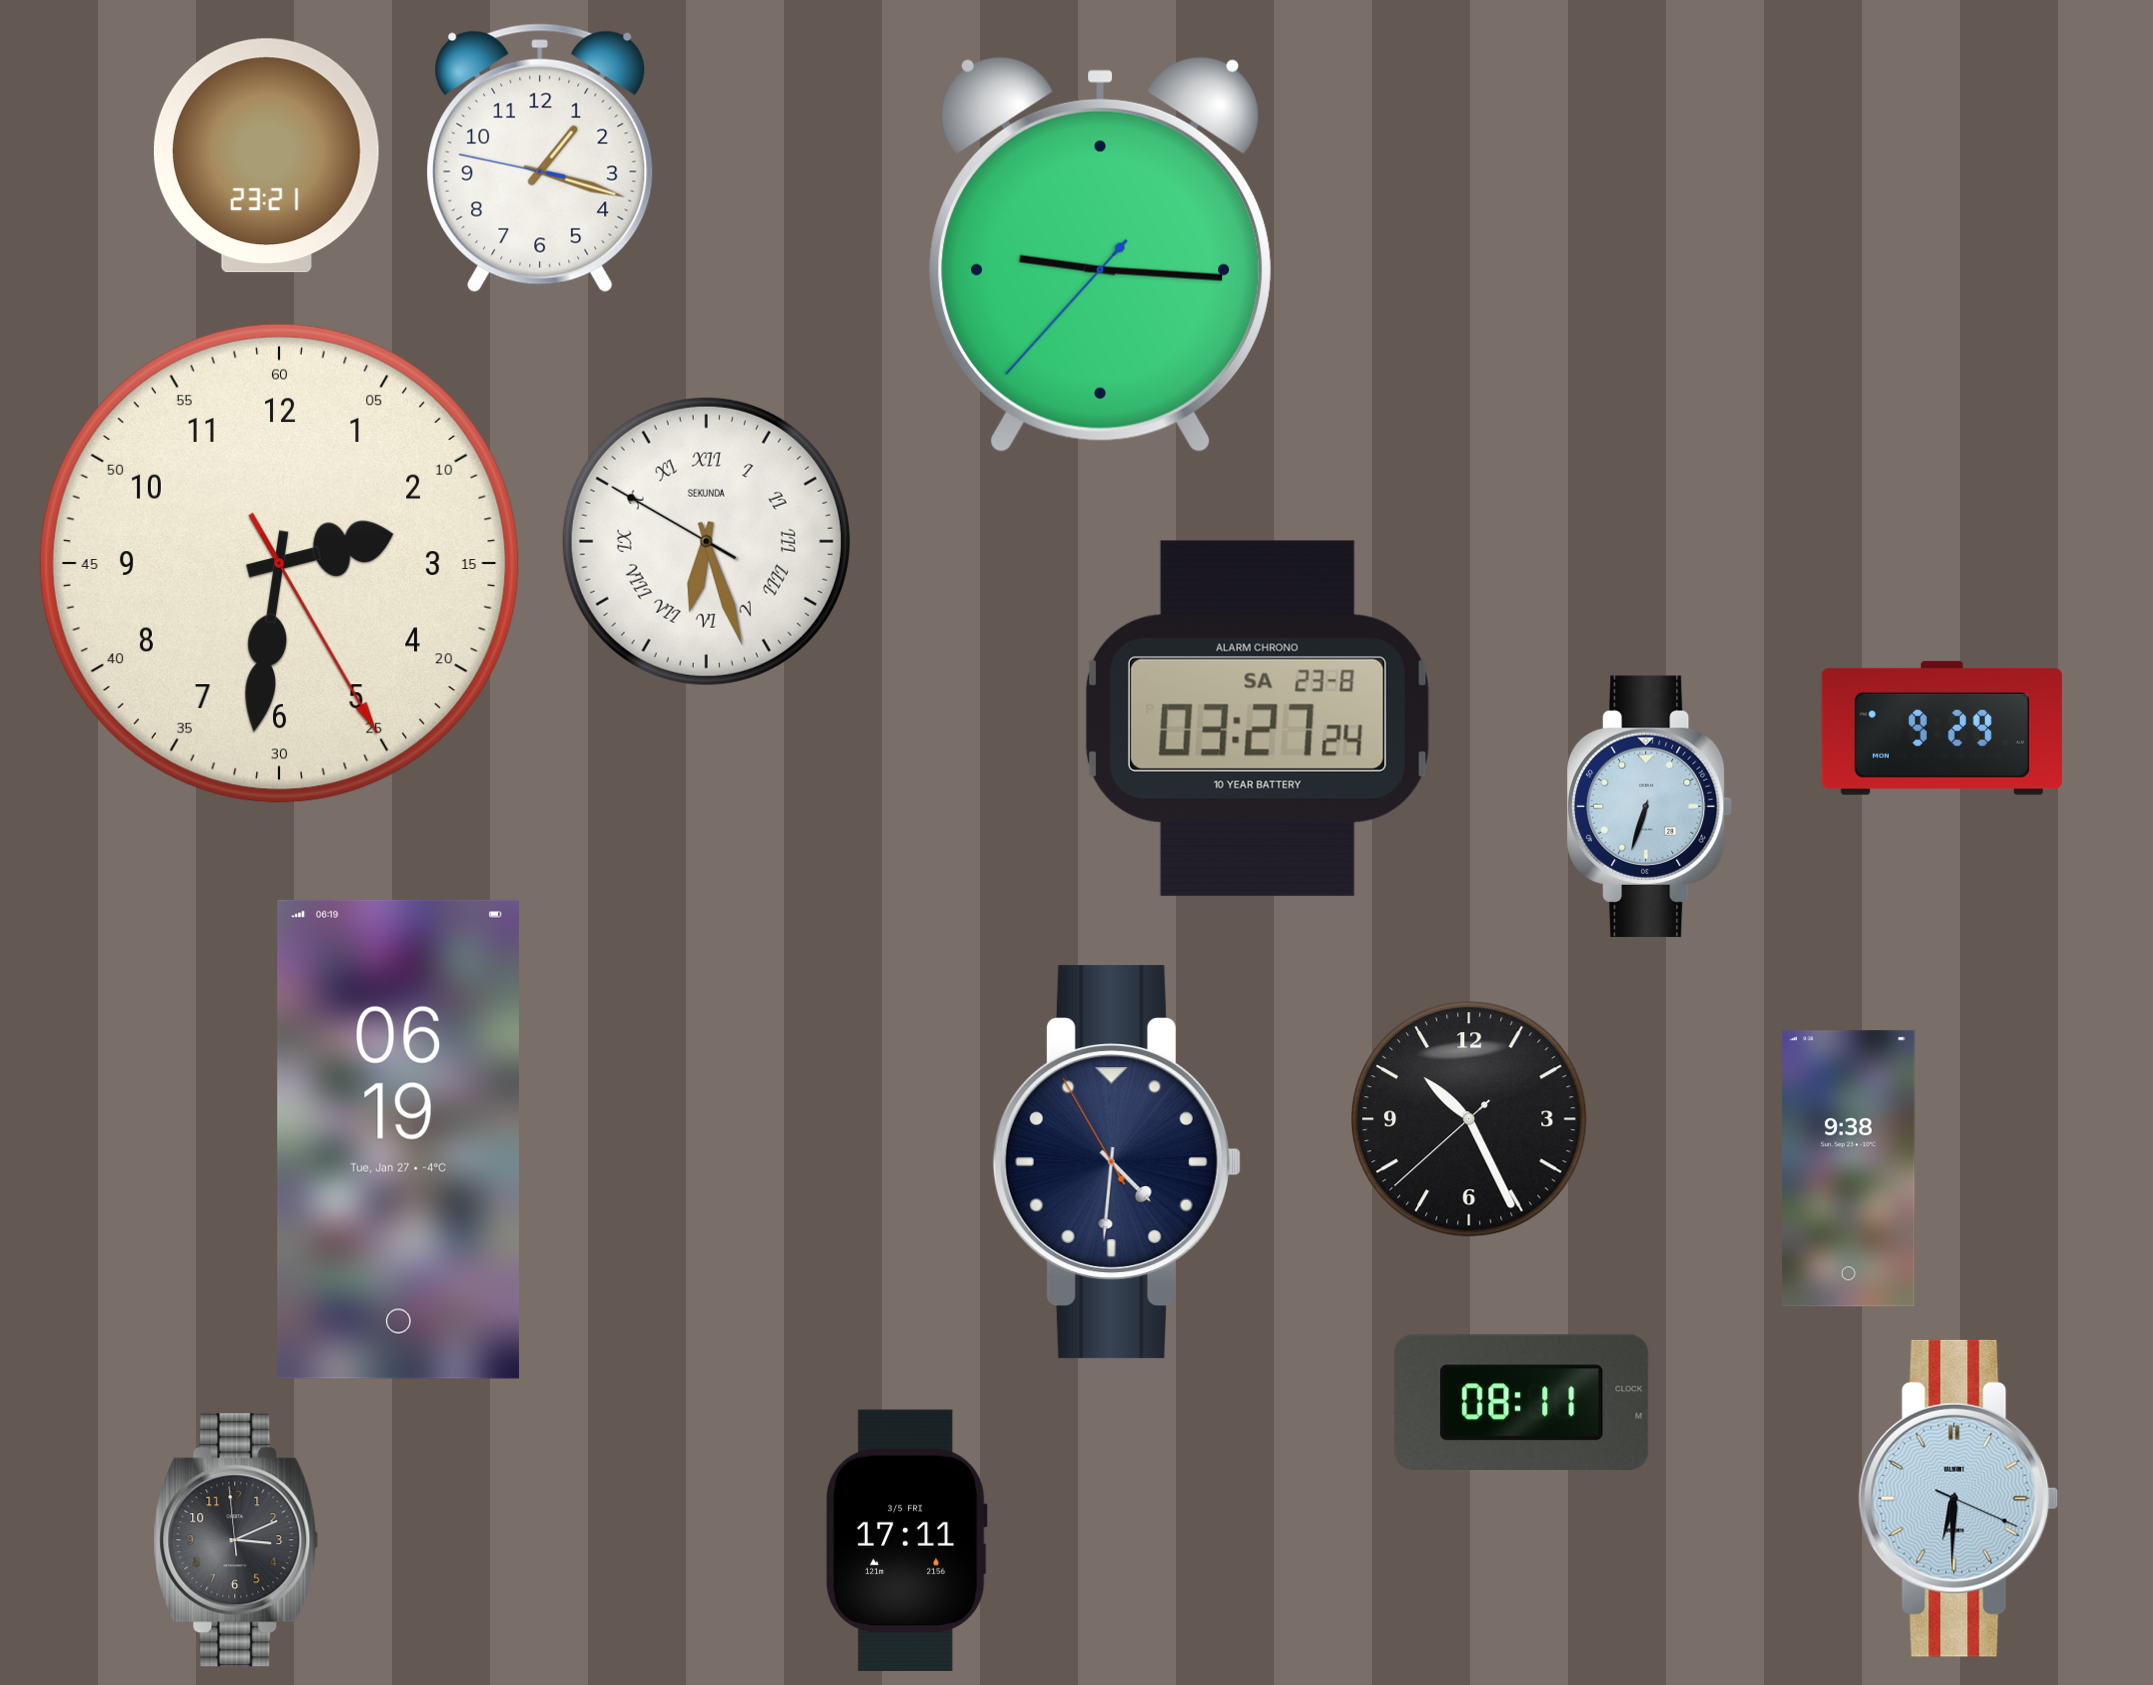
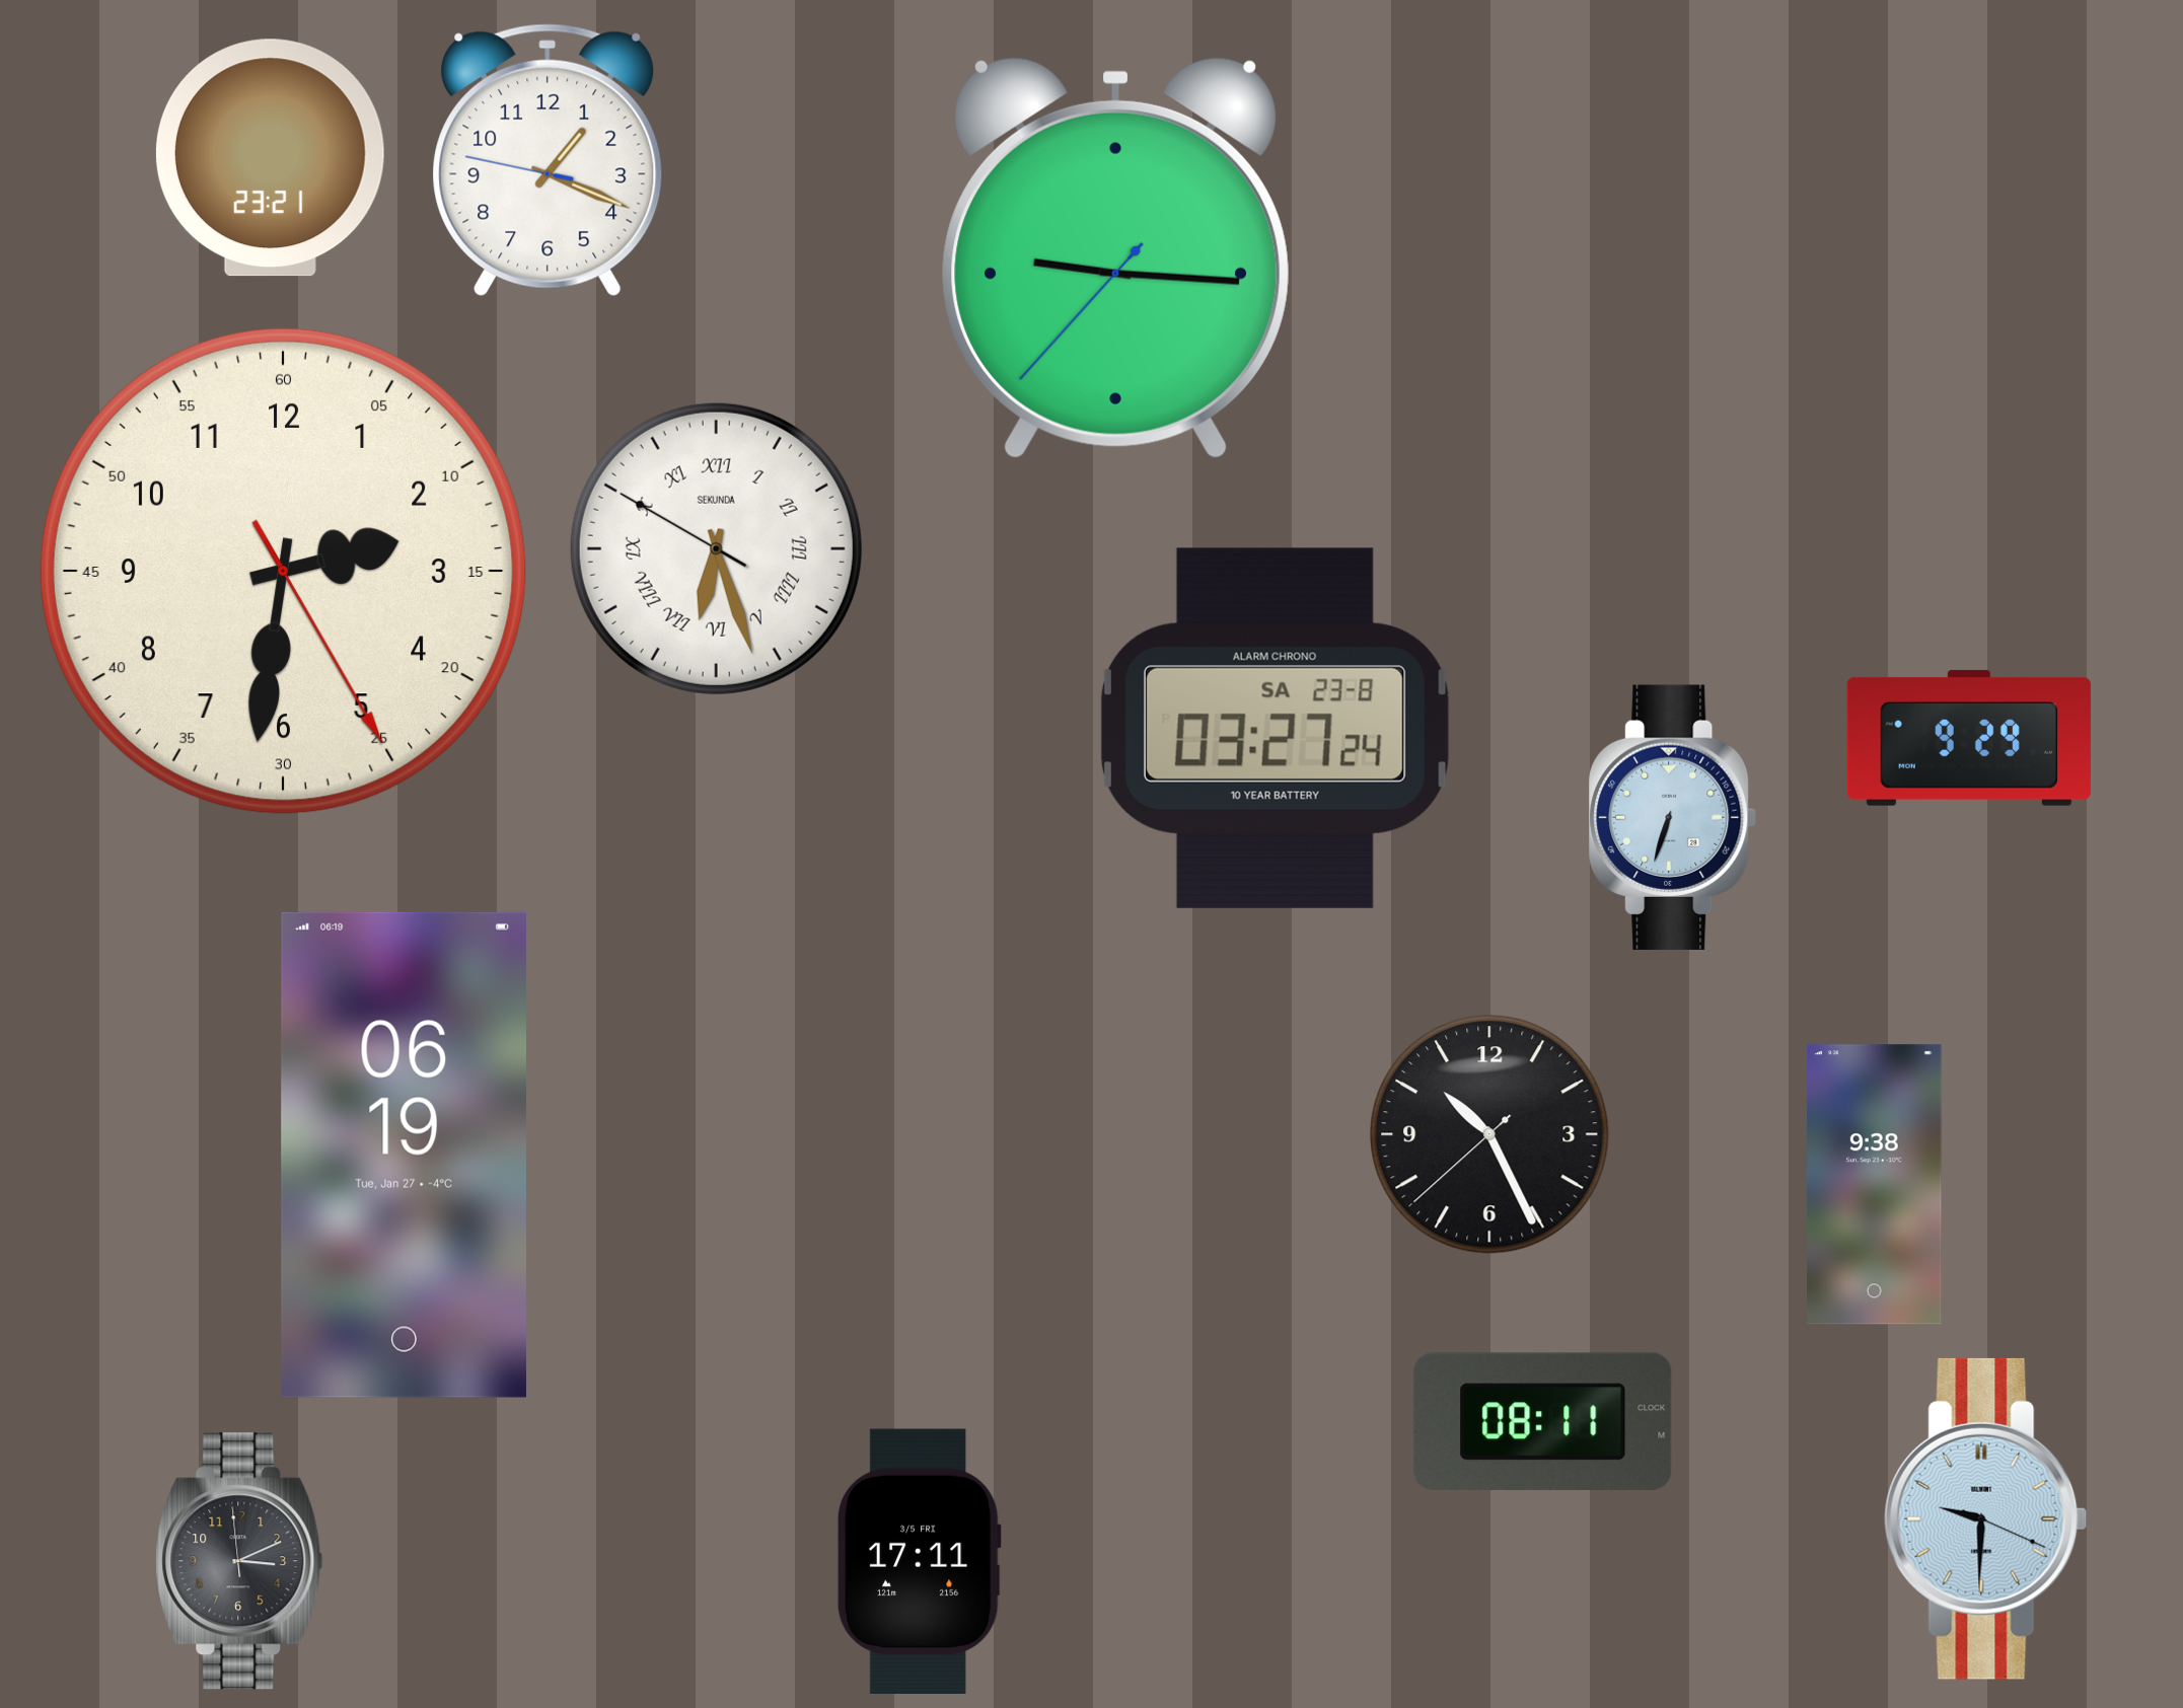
clock at (540, 158): 1:17 -> 1:18
clock at (1117, 1162): 4:30 -> none
clock at (1959, 1498): 6:30 -> 9:30
